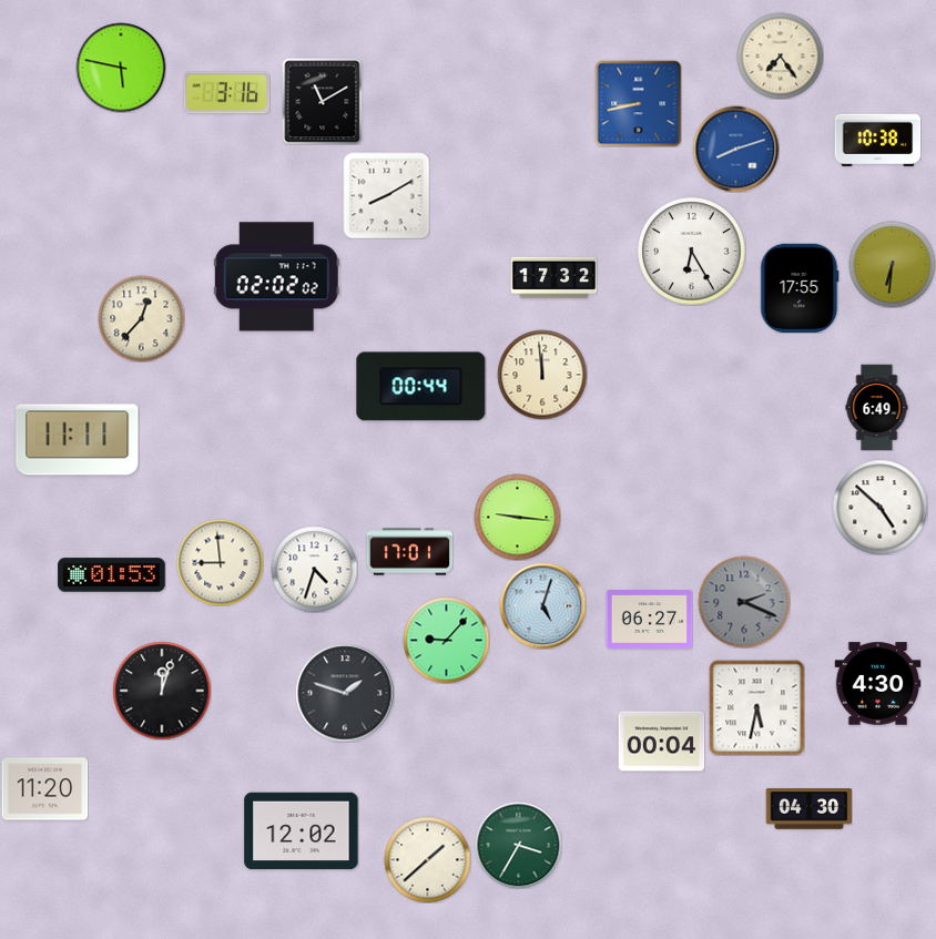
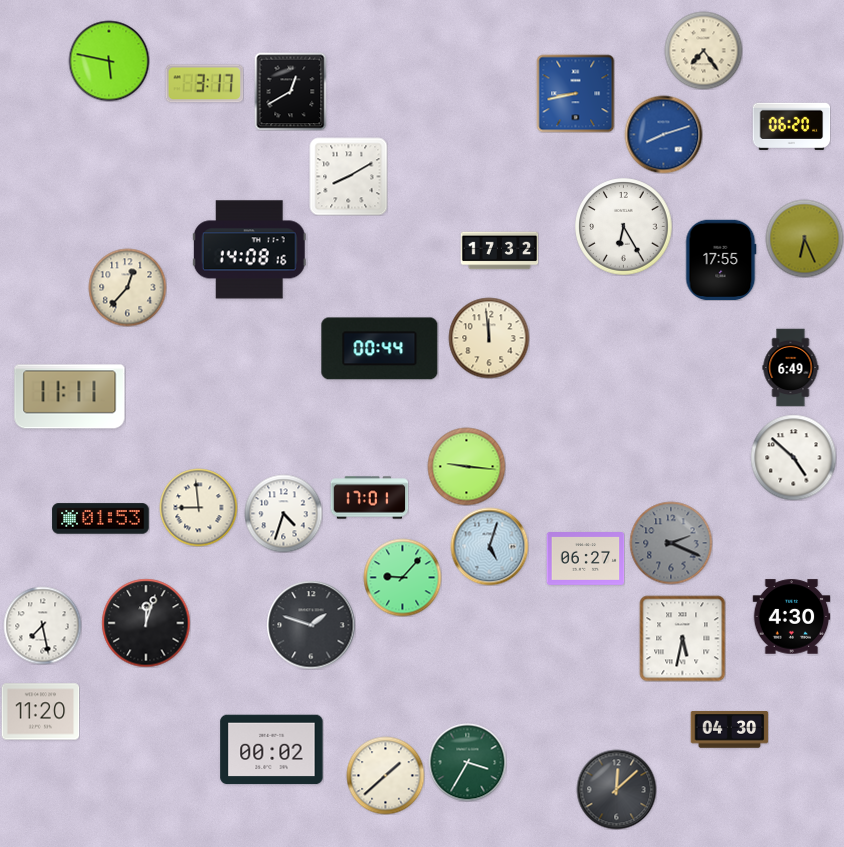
clock at (226, 93): 3:16 -> 3:17
clock at (323, 101): 11:10 -> 12:40
clock at (877, 140): 10:38 -> 06:20
clock at (892, 264): 6:31 -> 6:26
clock at (276, 277): 02:02 -> 14:08
clock at (42, 625): none -> 7:28
clock at (661, 742): 00:04 -> none
clock at (302, 831): 12:02 -> 00:02
clock at (616, 789): none -> 12:08
